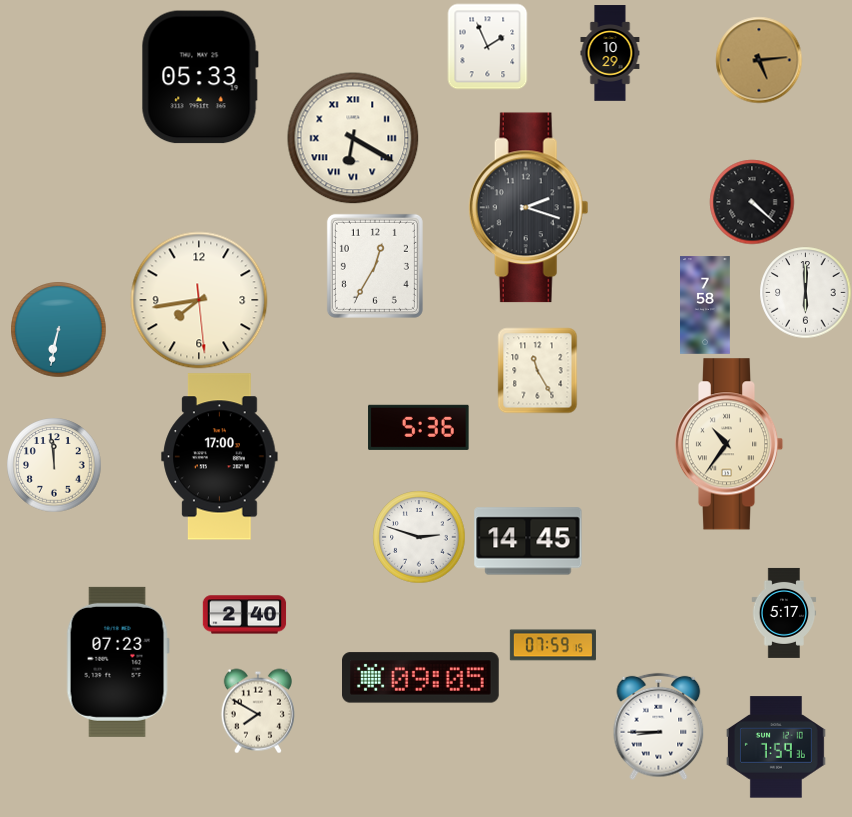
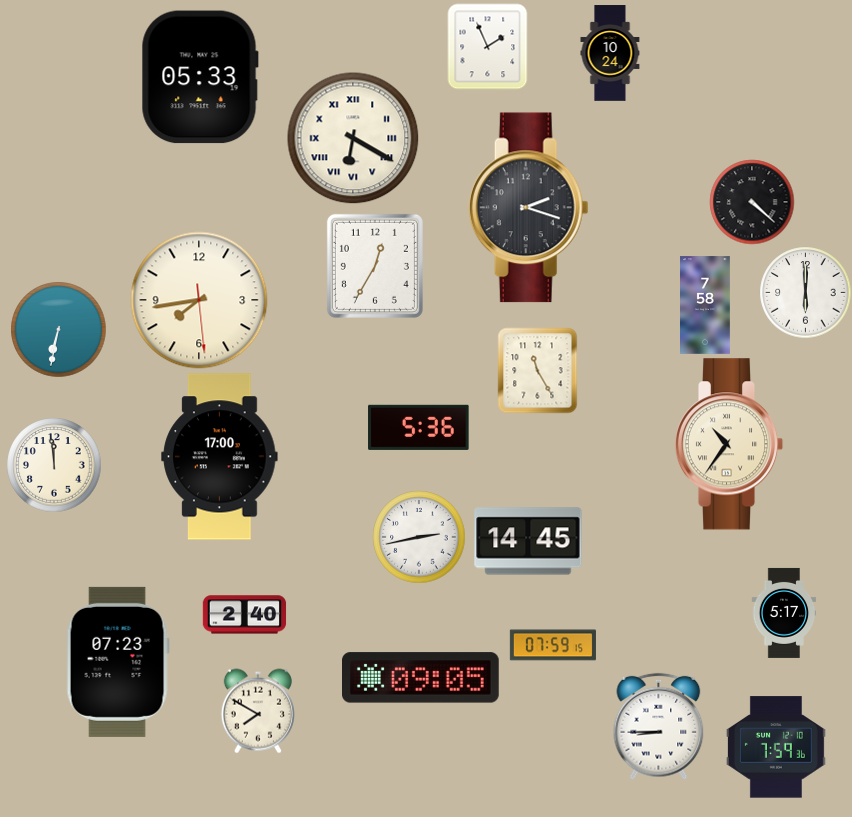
clock at (610, 53): 10:29 -> 10:24
clock at (759, 60): 5:14 -> none
clock at (419, 537): 2:48 -> 2:43
